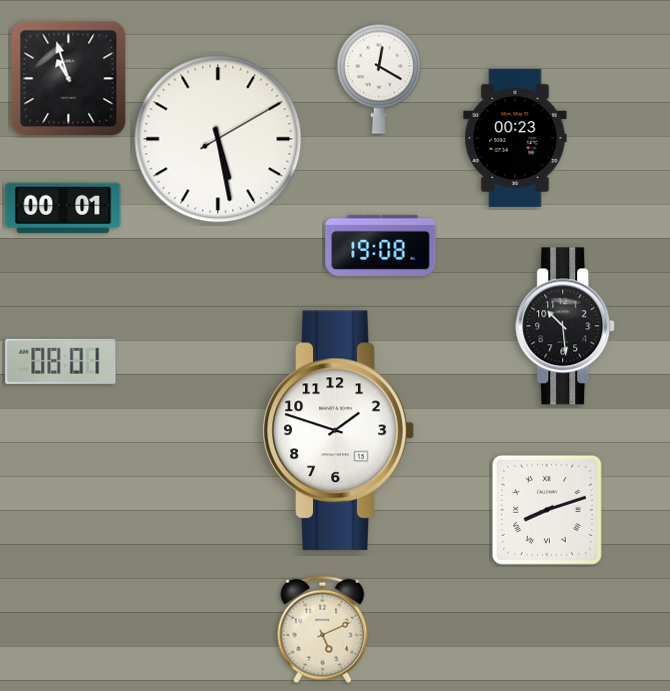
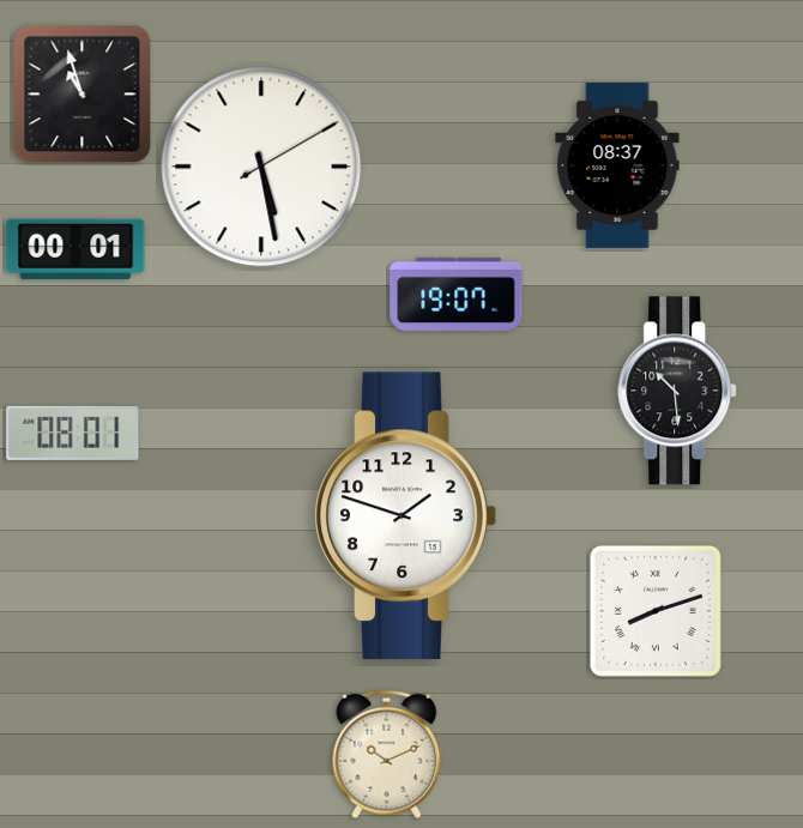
clock at (379, 79): 12:20 -> none
clock at (515, 138): 00:23 -> 08:37
clock at (381, 245): 19:08 -> 19:07
clock at (323, 630): 5:11 -> 10:11
